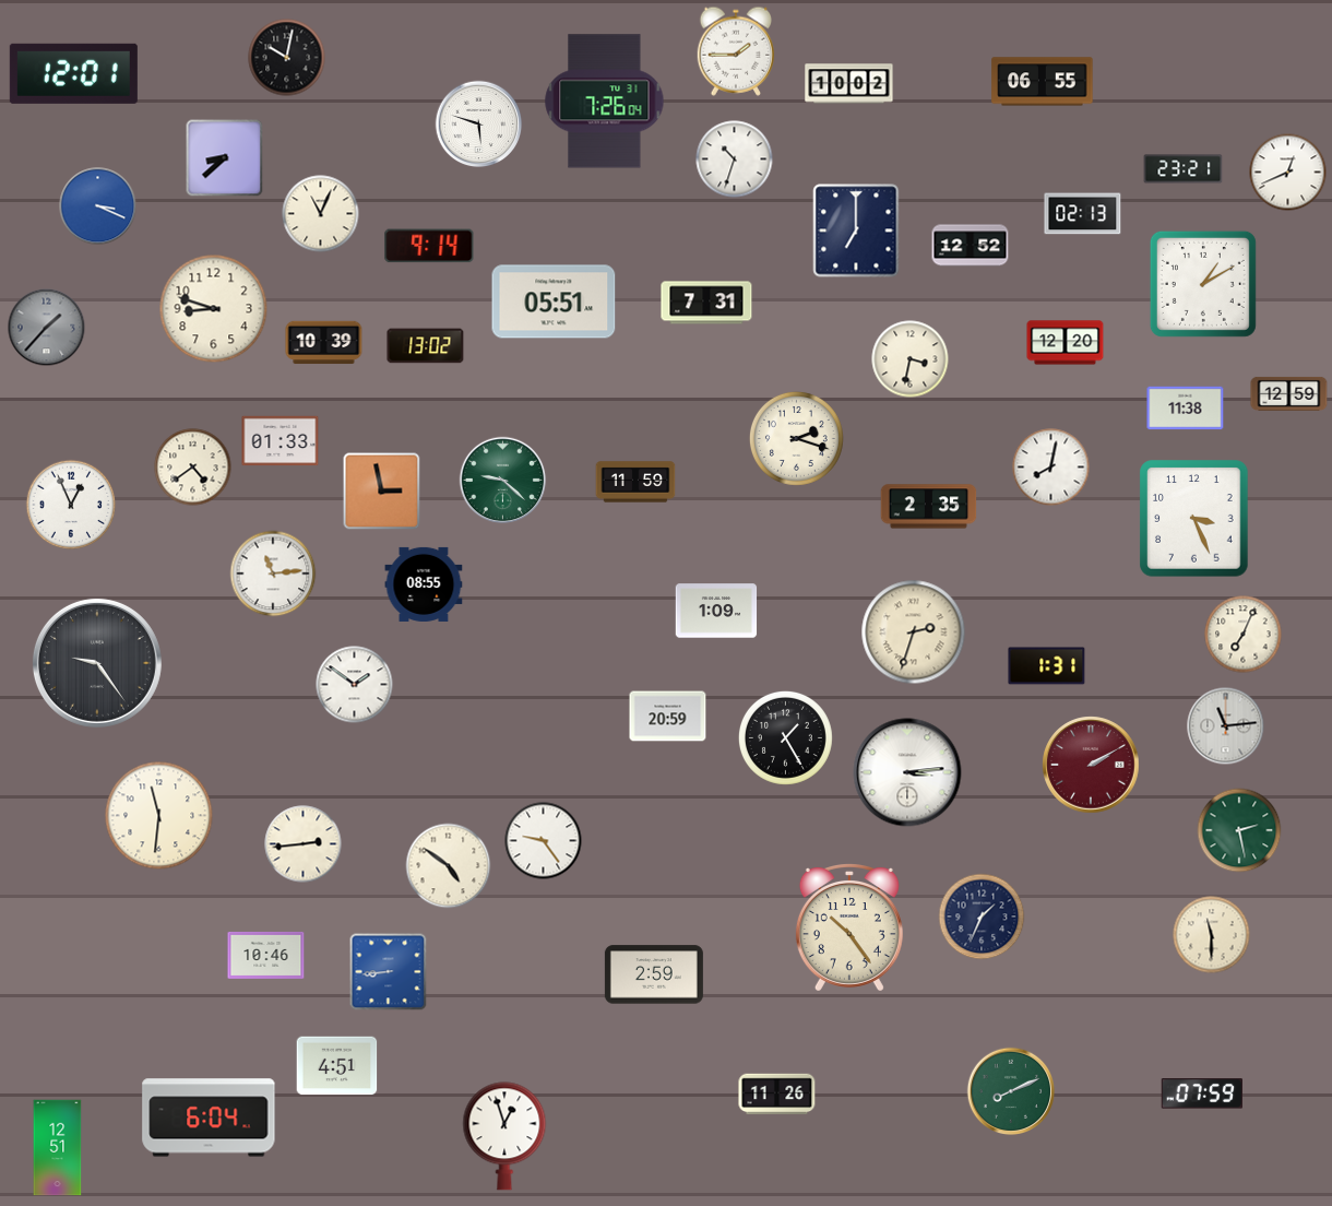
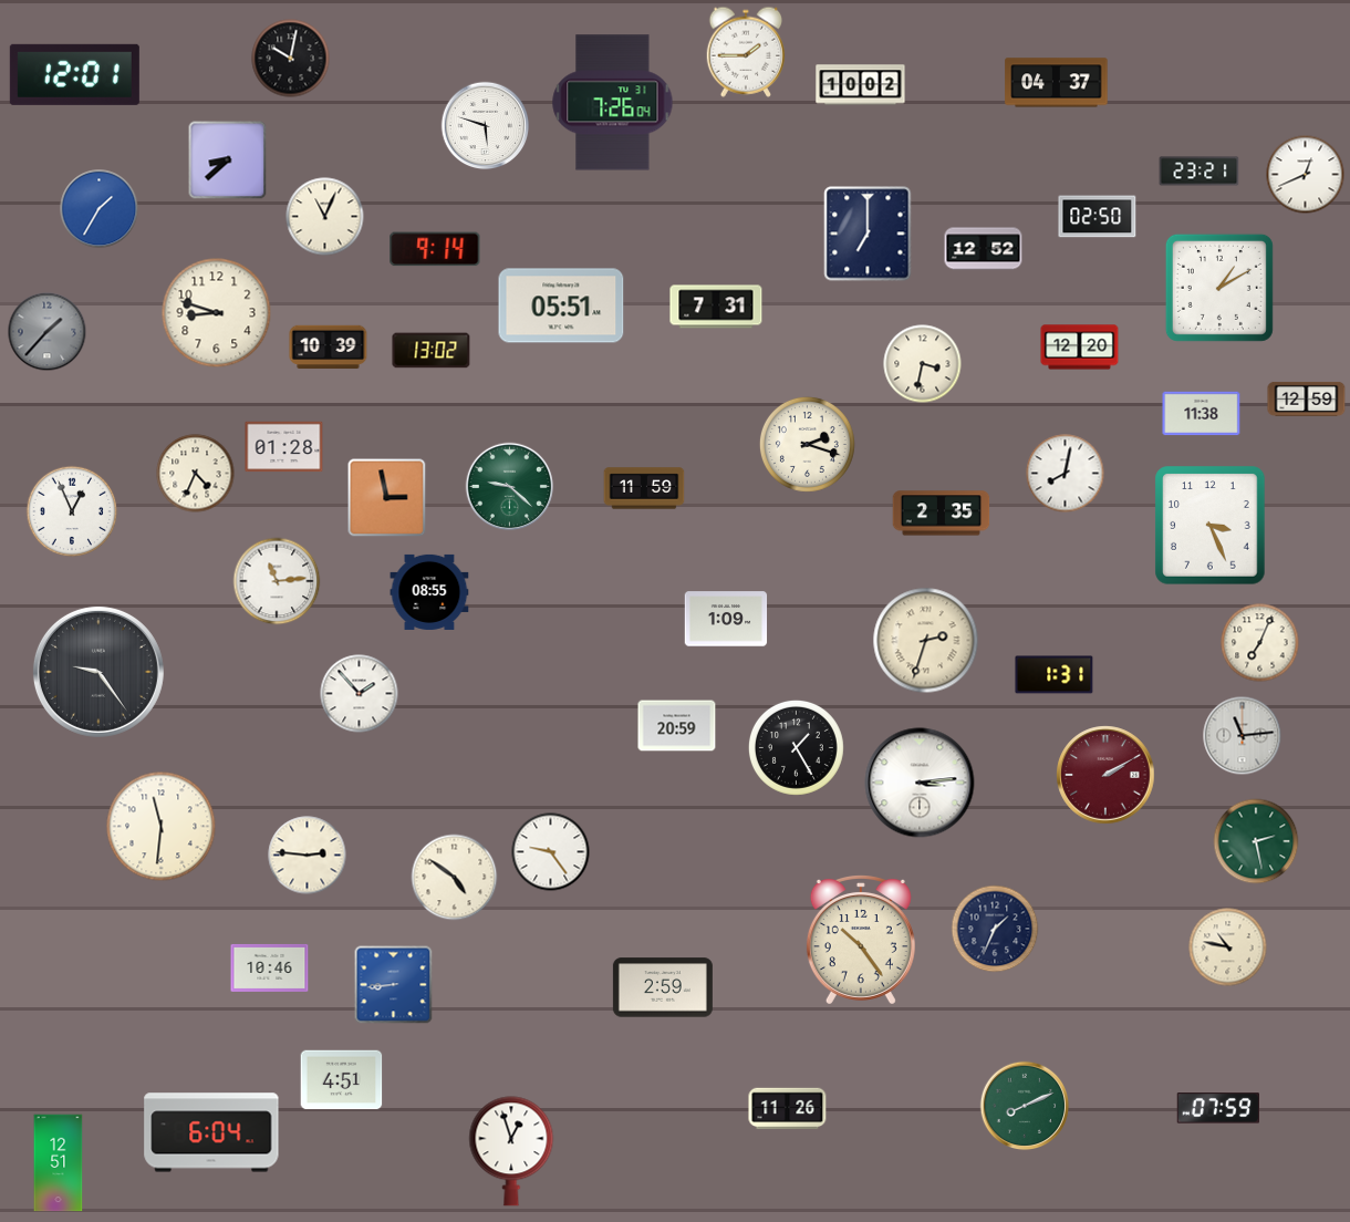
clock at (1043, 82): 06:55 -> 04:37
clock at (735, 159): 10:33 -> none
clock at (98, 206): 3:19 -> 1:35
clock at (1083, 214): 02:13 -> 02:50
clock at (281, 441): 01:33 -> 01:28
clock at (193, 468): 4:39 -> 4:34
clock at (1047, 666) position: (1047, 666) -> (1055, 675)
clock at (355, 685): 1:51 -> 1:53
clock at (304, 844): 2:44 -> 2:46
clock at (1212, 935): 11:30 -> 10:47
